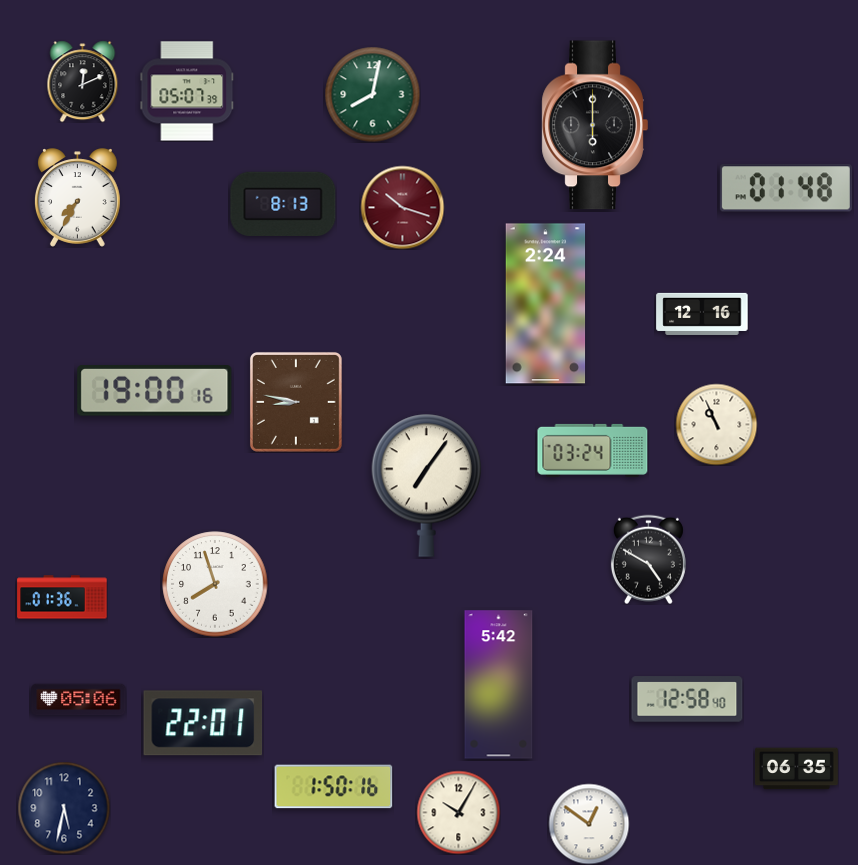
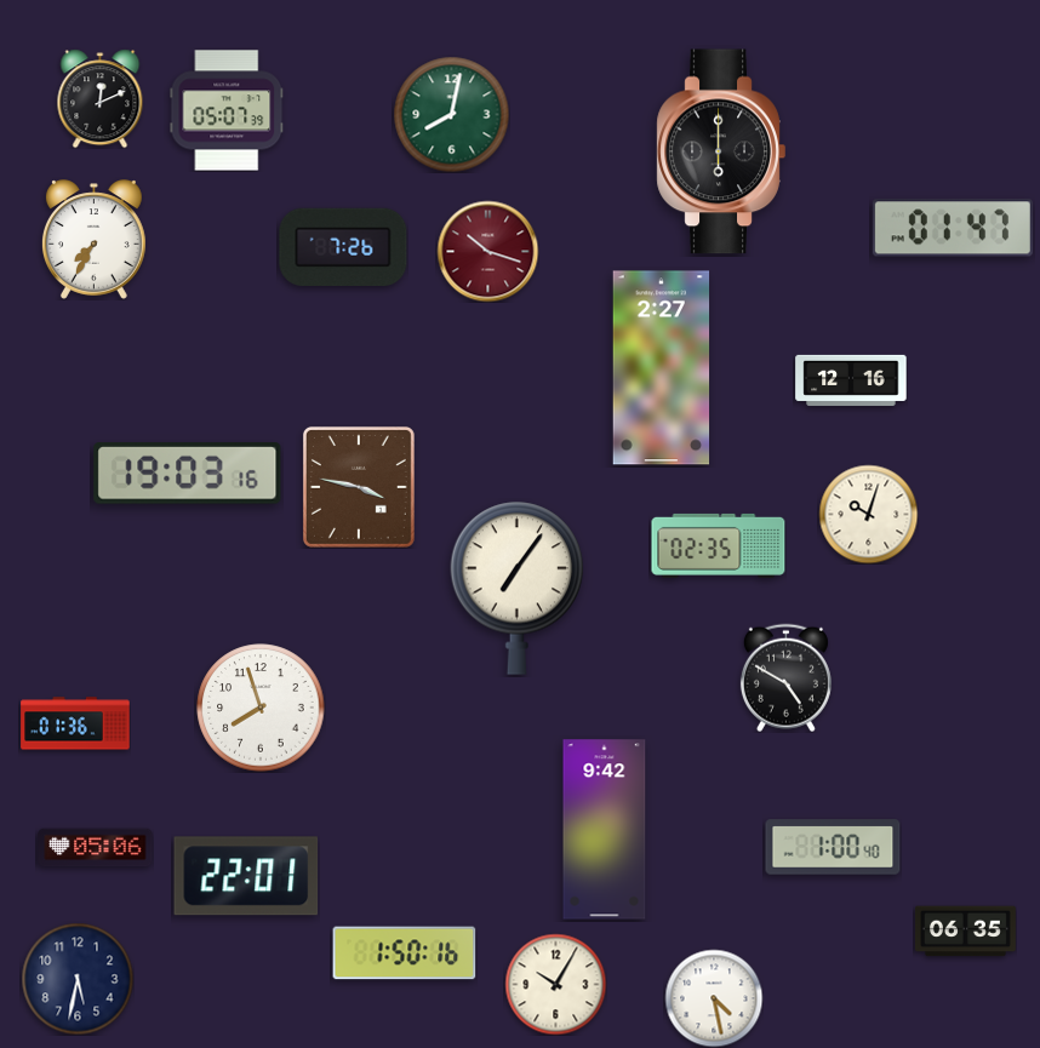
clock at (786, 188): 01:48 -> 01:47
clock at (283, 203): 8:13 -> 7:26
clock at (546, 304): 2:24 -> 2:27
clock at (155, 391): 19:00 -> 19:03
clock at (296, 402): 8:47 -> 3:47
clock at (716, 424): 10:56 -> 10:03
clock at (593, 450): 03:24 -> 02:35
clock at (499, 685): 5:42 -> 9:42
clock at (687, 699): 12:58 -> 1:00
clock at (589, 824): 12:51 -> 4:28
